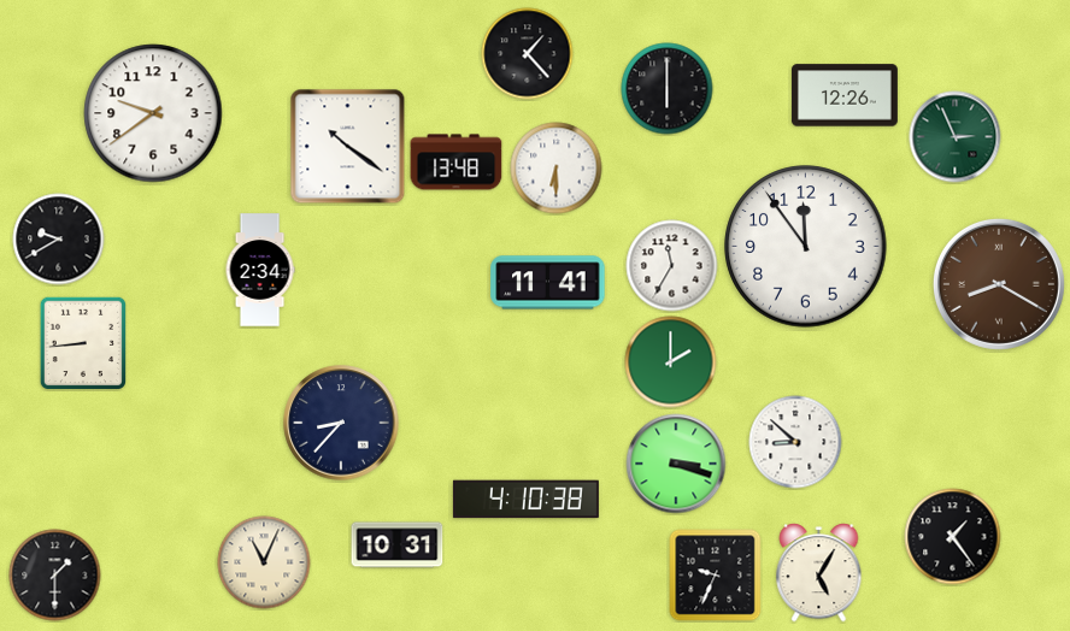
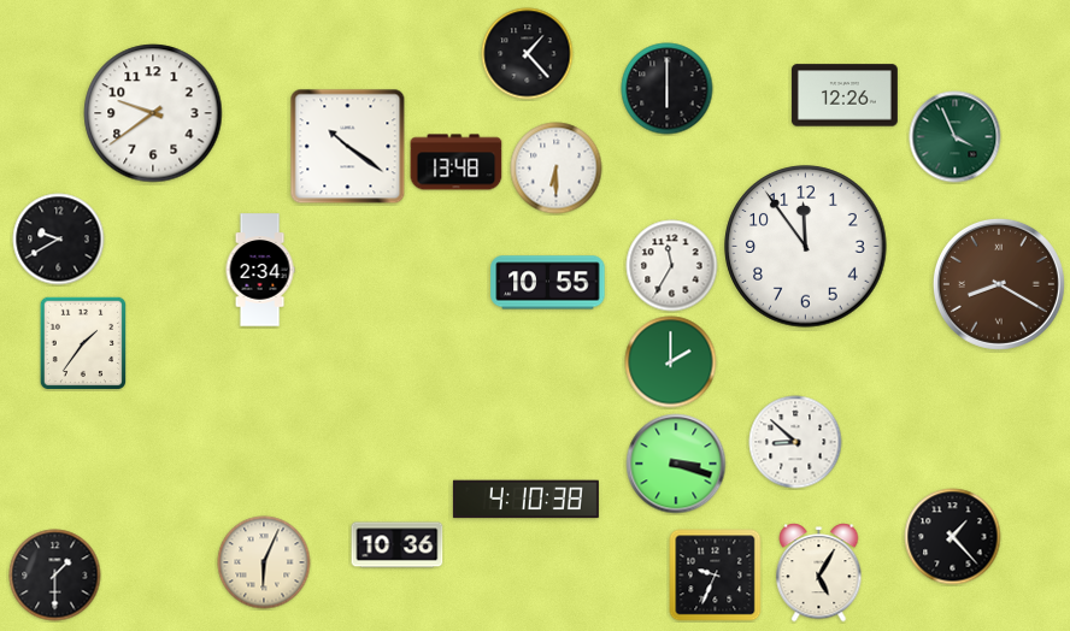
clock at (956, 137): 2:56 -> 3:56
clock at (548, 283): 11:41 -> 10:55
clock at (82, 342): 8:44 -> 1:36
clock at (341, 423): 8:37 -> none
clock at (953, 537): 1:24 -> 1:23
clock at (398, 546): 10:31 -> 10:36
clock at (264, 562): 11:04 -> 6:04
